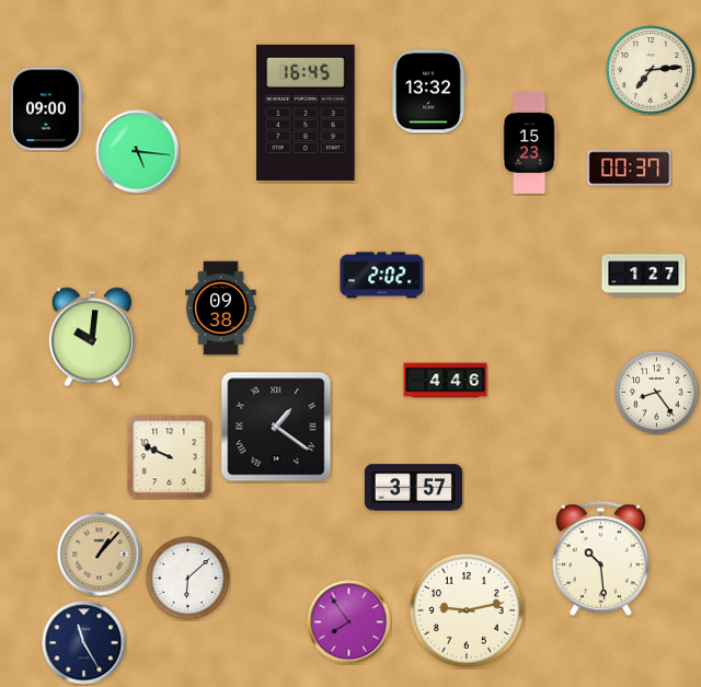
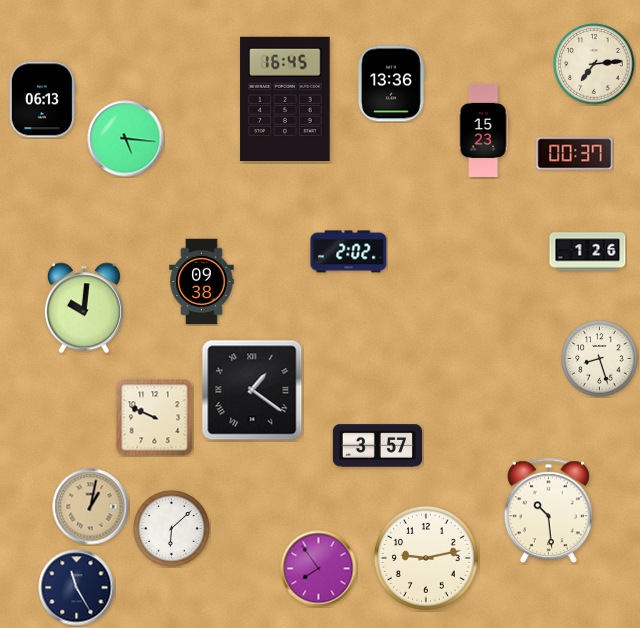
clock at (429, 92): 13:32 -> 13:36
clock at (46, 109): 09:00 -> 06:13
clock at (306, 112) position: (306, 112) -> (285, 98)
clock at (644, 276): 1:27 -> 1:26
clock at (446, 381): 4:46 -> none
clock at (657, 393): 8:24 -> 8:27
clock at (100, 555): 1:07 -> 1:02
